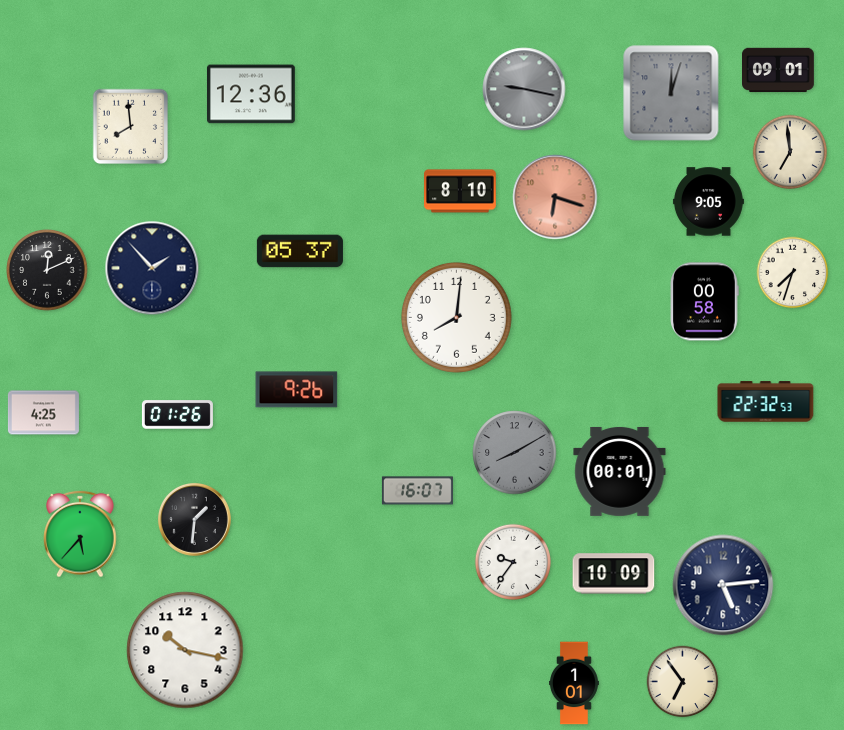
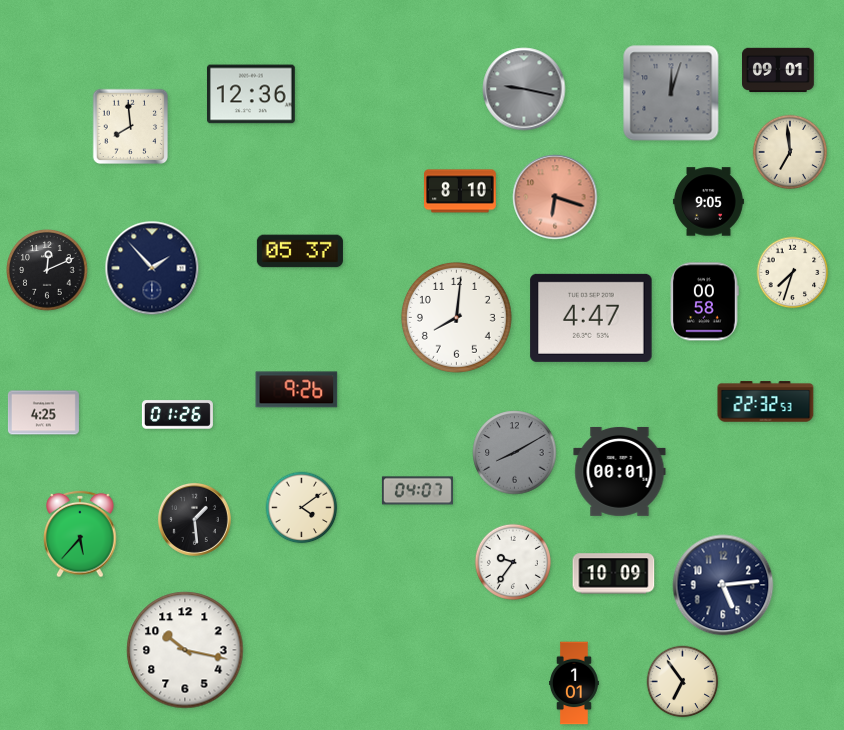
clock at (591, 318): none -> 4:47
clock at (417, 491): 16:07 -> 04:07
clock at (302, 508): none -> 4:09
clock at (194, 519): 1:31 -> 1:29
